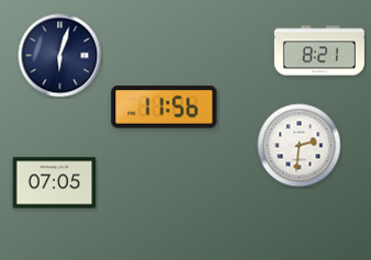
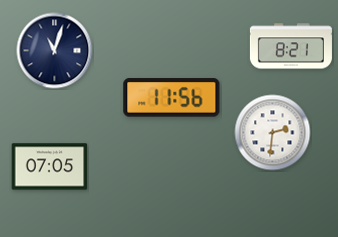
clock at (60, 56): 6:03 -> 11:03
clock at (165, 108) position: (165, 108) -> (172, 98)
